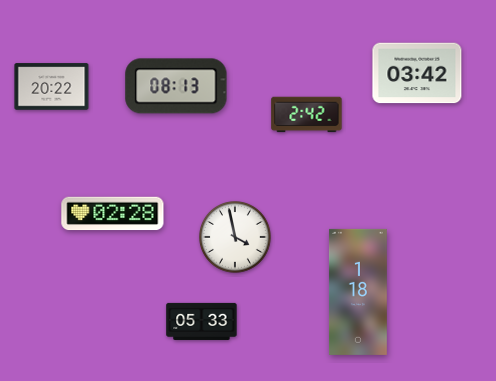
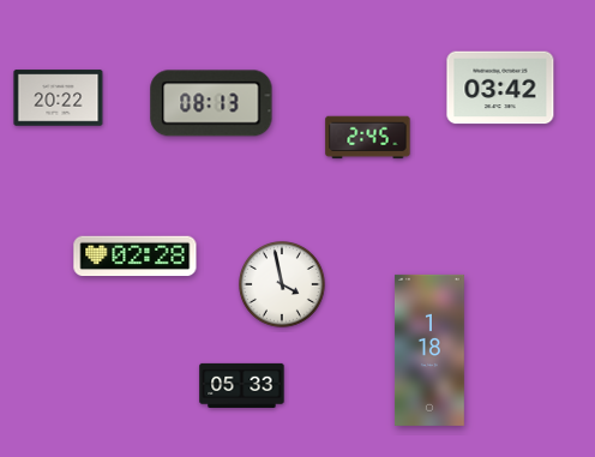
clock at (52, 87) position: (52, 87) -> (59, 98)
clock at (307, 115): 2:42 -> 2:45
